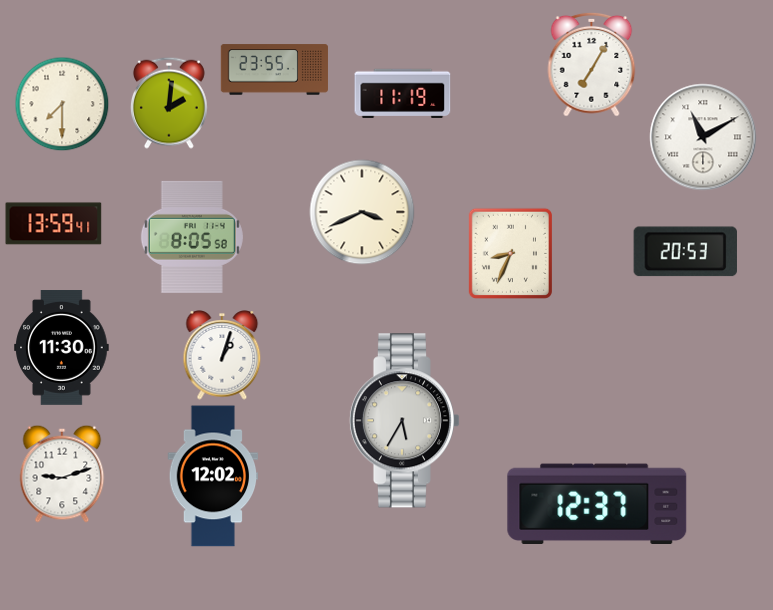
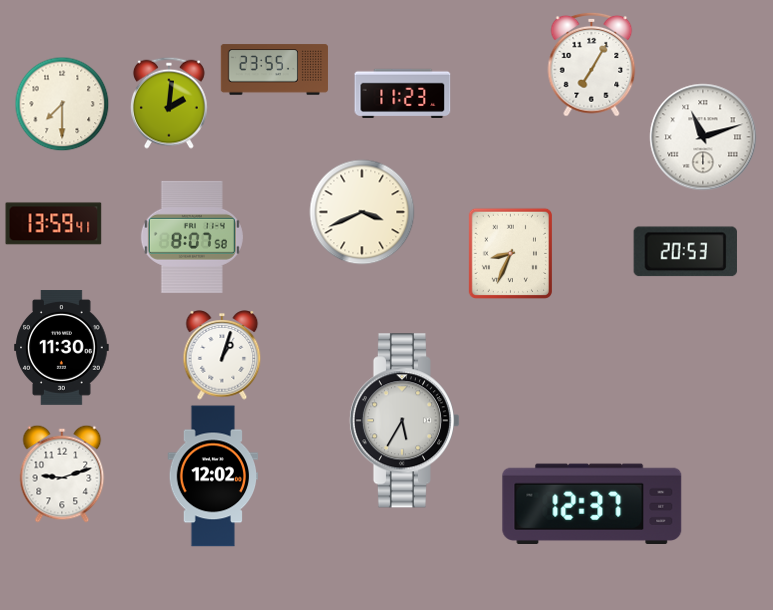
clock at (403, 93): 11:19 -> 11:23
clock at (703, 137): 11:10 -> 11:12
clock at (192, 237): 8:05 -> 8:07
clock at (597, 503) position: (597, 503) -> (592, 503)
